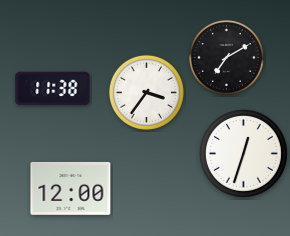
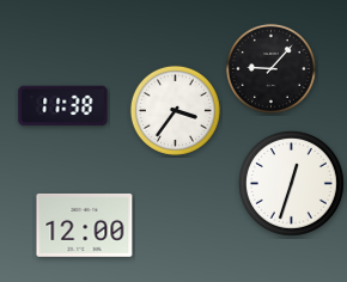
clock at (226, 57): 7:10 -> 9:07
